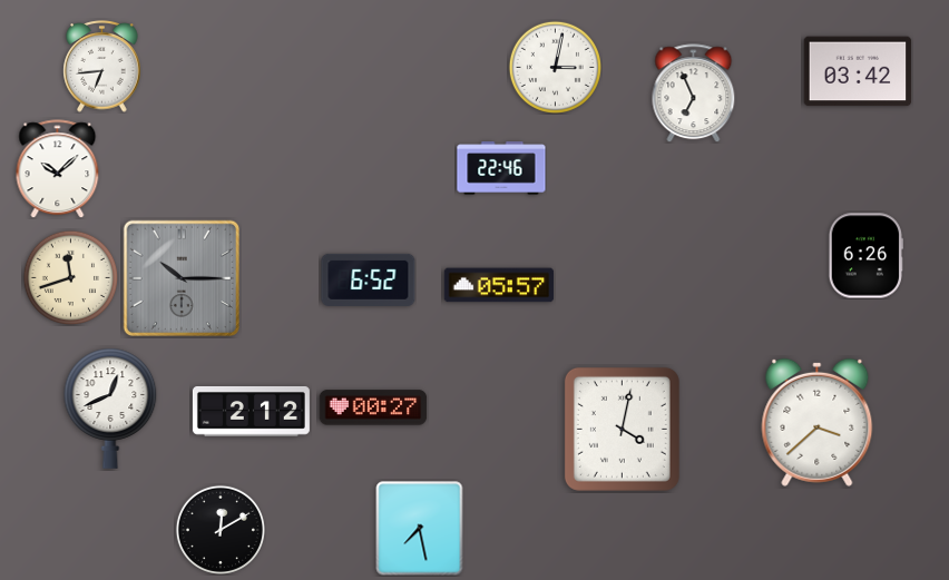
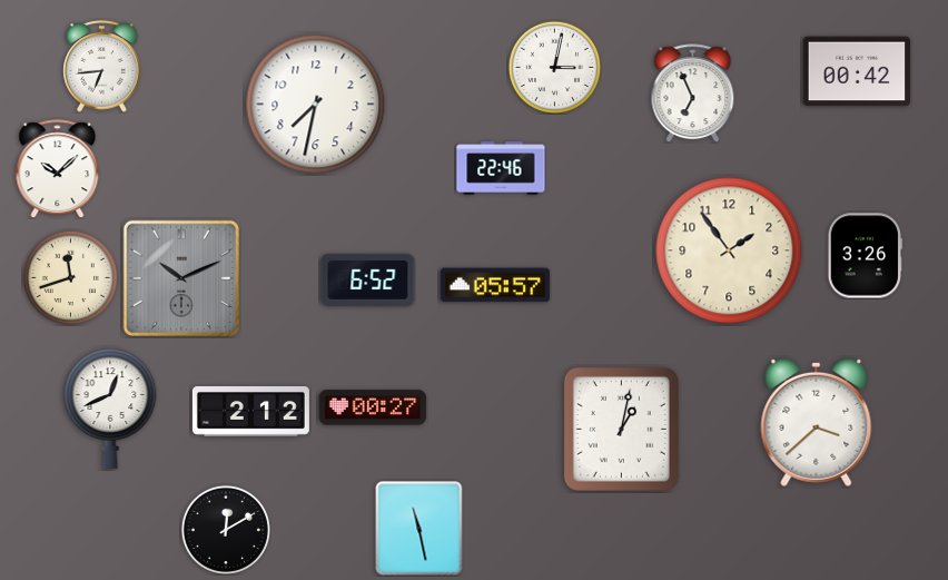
clock at (858, 71): 03:42 -> 00:42
clock at (316, 105): none -> 7:32
clock at (729, 250): none -> 1:54
clock at (865, 256): 6:26 -> 3:26
clock at (180, 277): 10:15 -> 10:11
clock at (499, 285) position: (499, 285) -> (495, 285)
clock at (622, 429): 4:02 -> 1:02
clock at (420, 529): 7:28 -> 11:28
clock at (221, 530) position: (221, 530) -> (226, 530)
